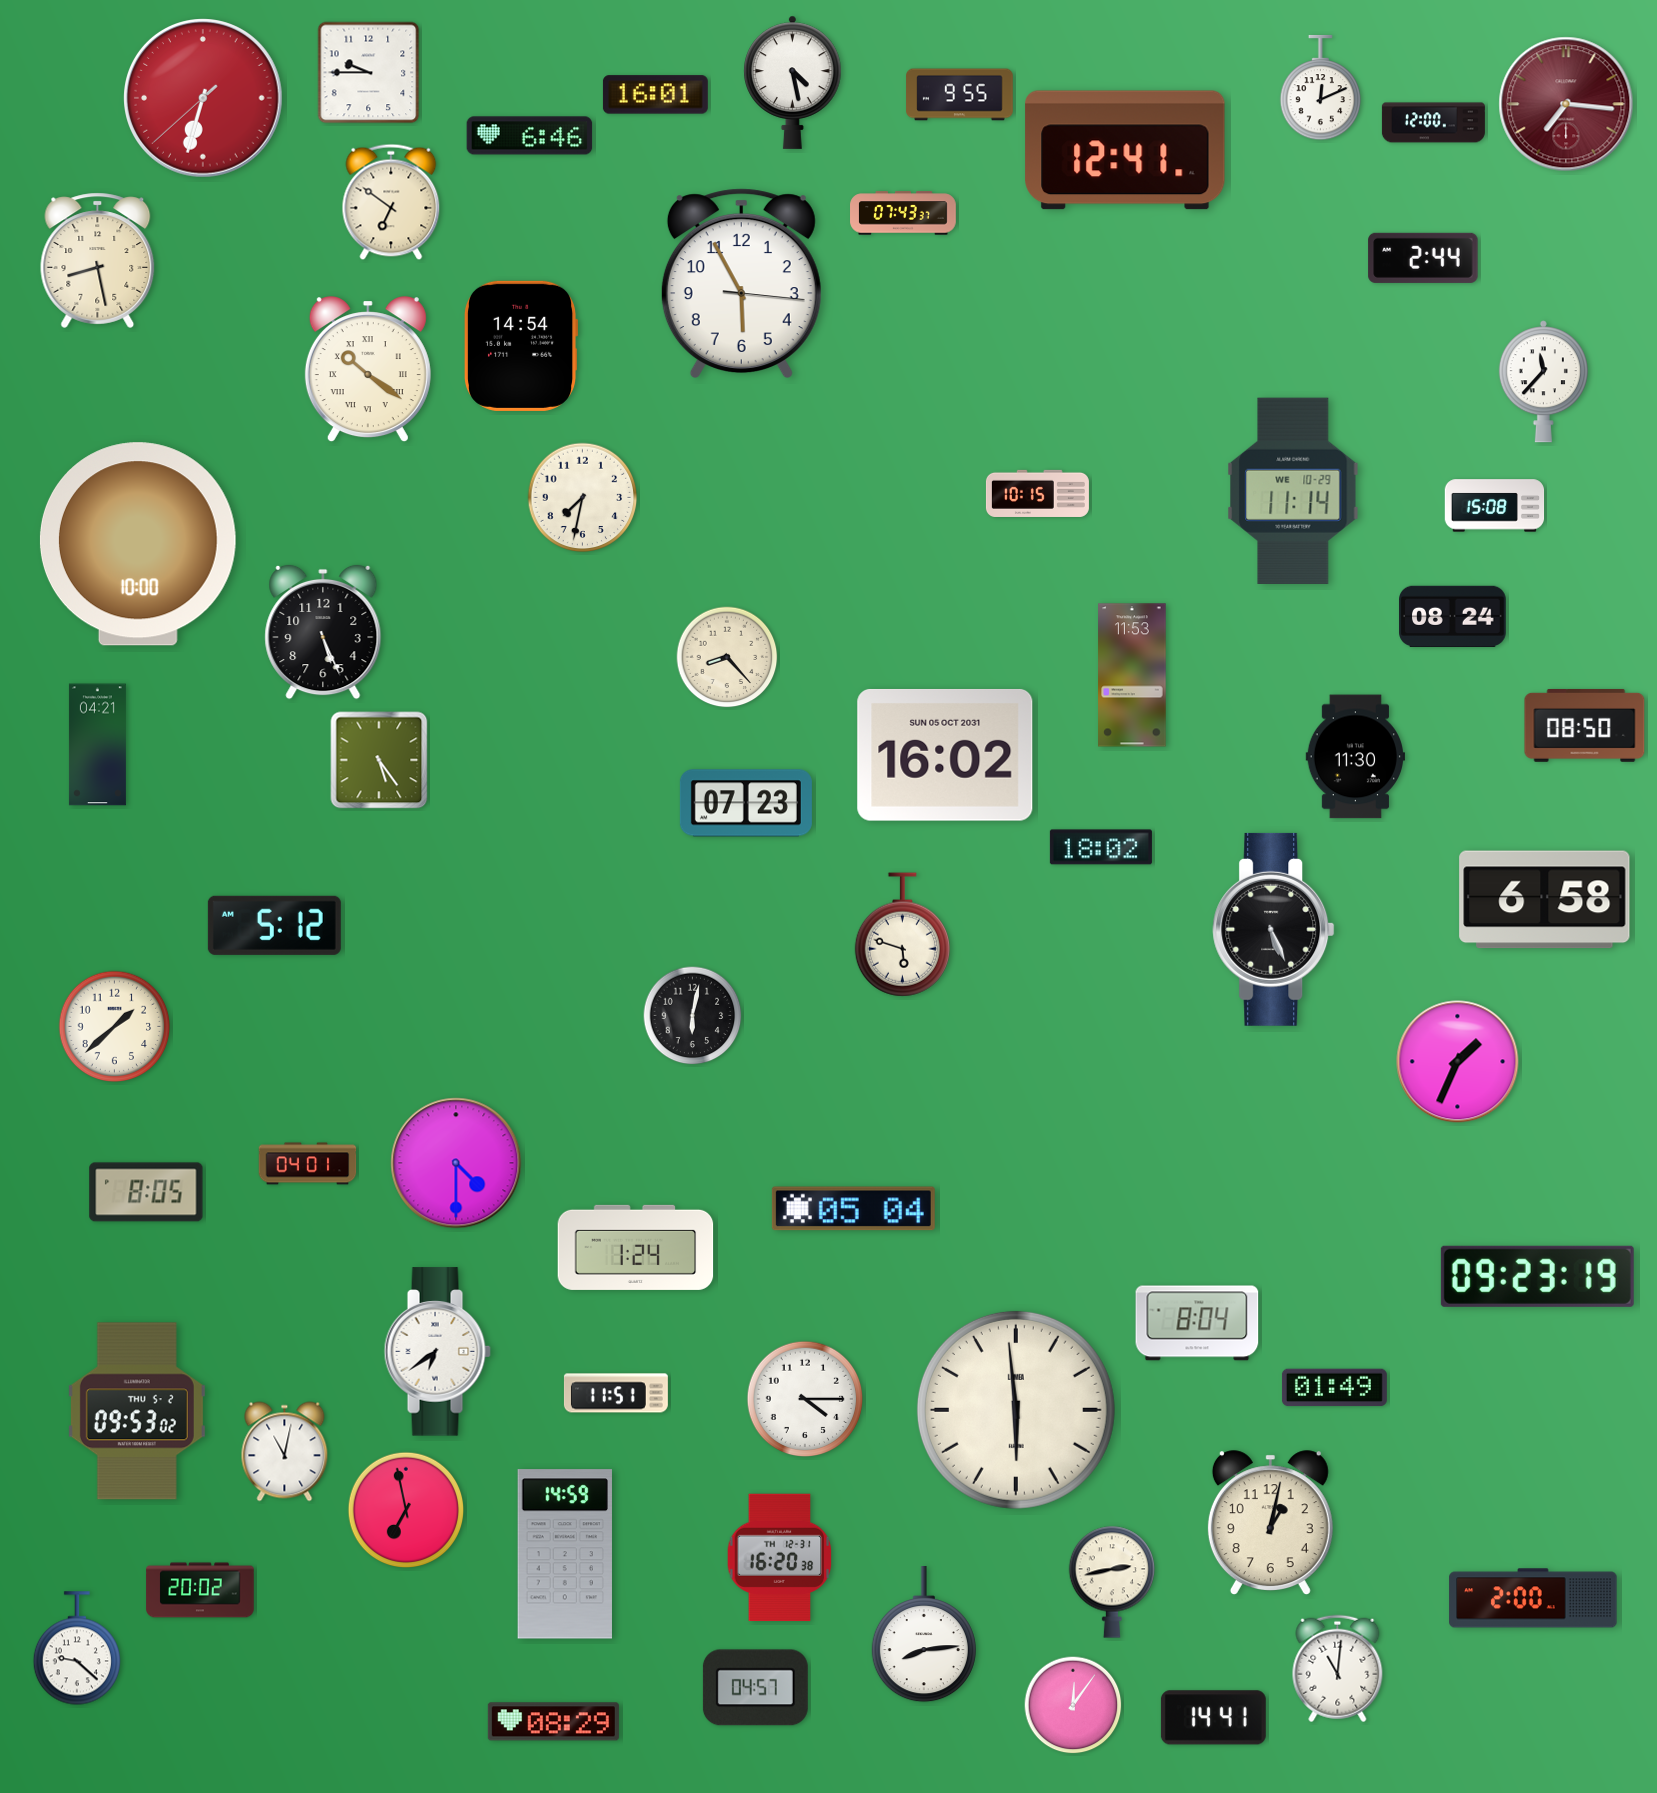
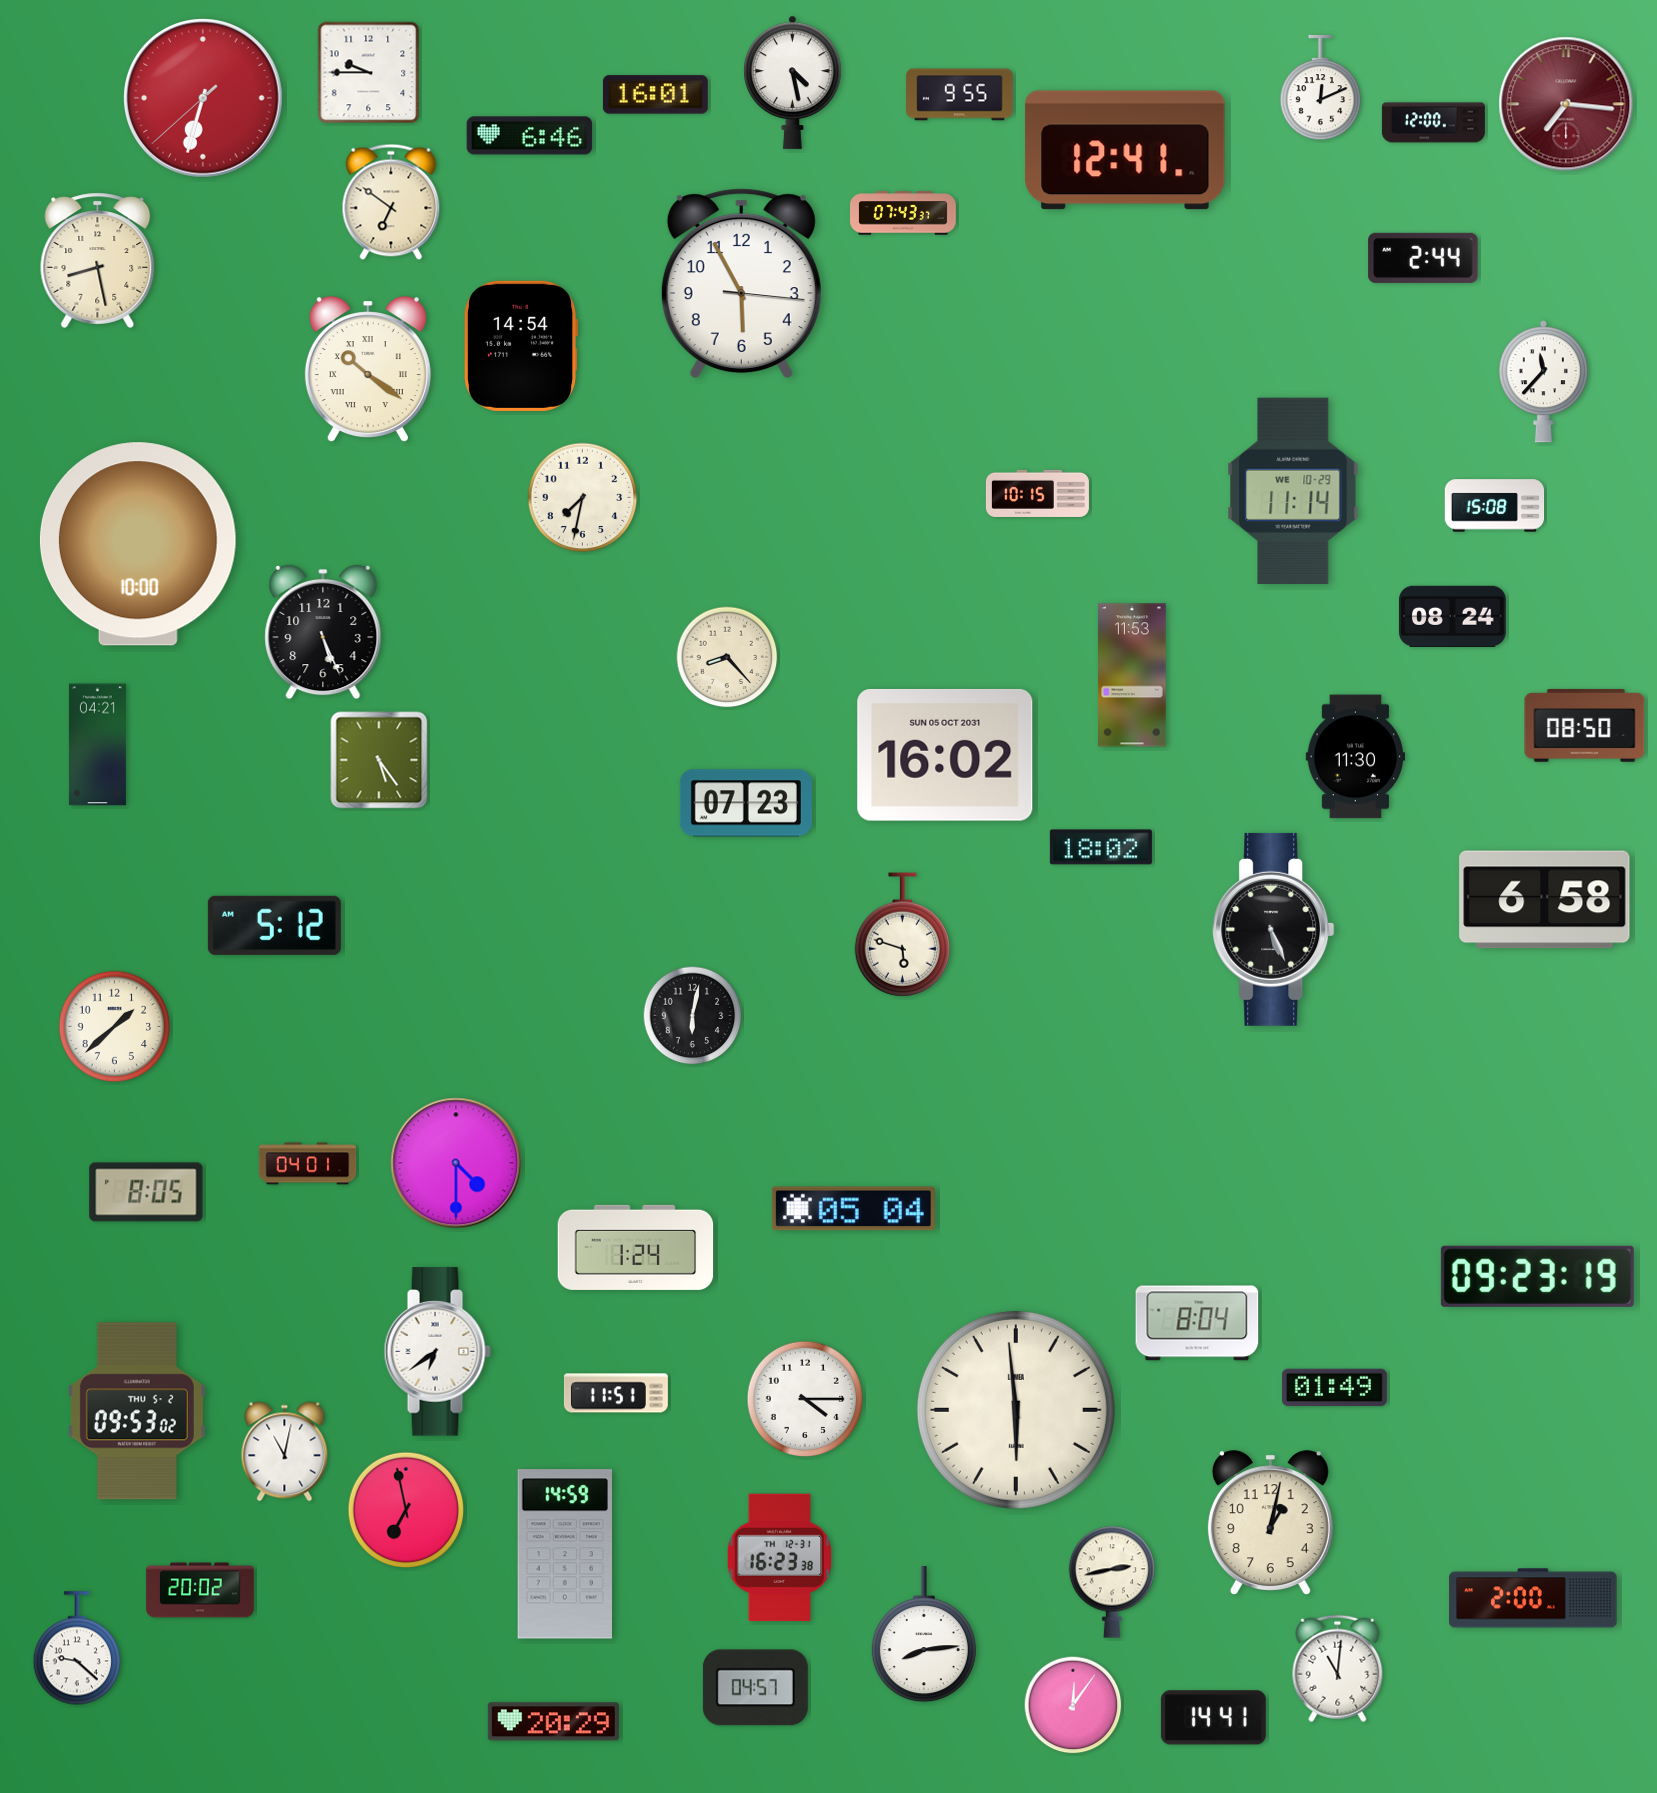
clock at (1458, 1062): 1:34 -> none
clock at (780, 1558): 16:20 -> 16:23
clock at (553, 1722): 08:29 -> 20:29
